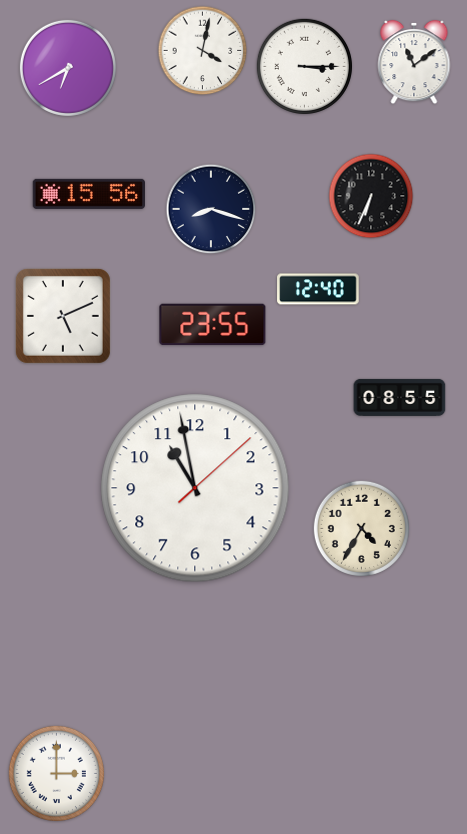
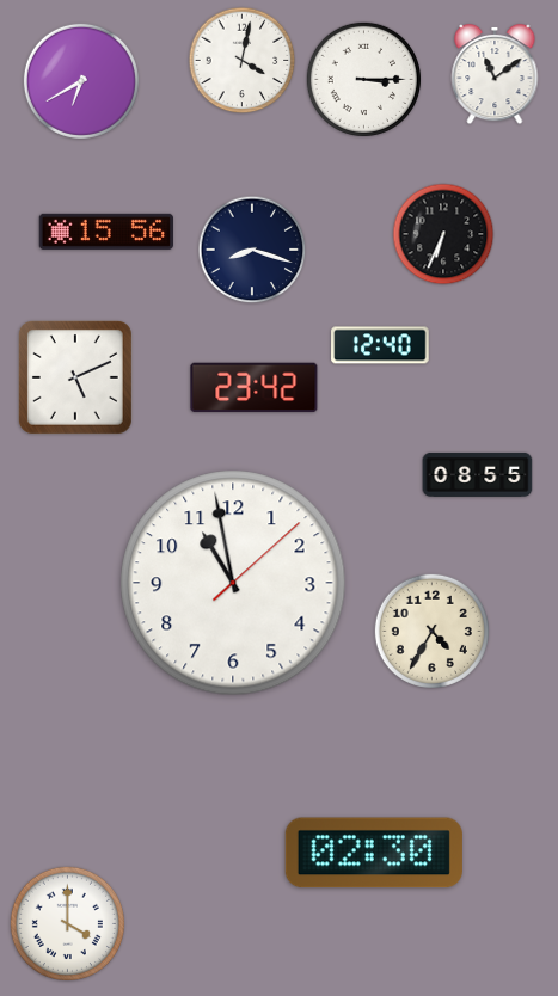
clock at (213, 325): 23:55 -> 23:42
clock at (374, 853): none -> 02:30
clock at (56, 773): 3:00 -> 4:00
